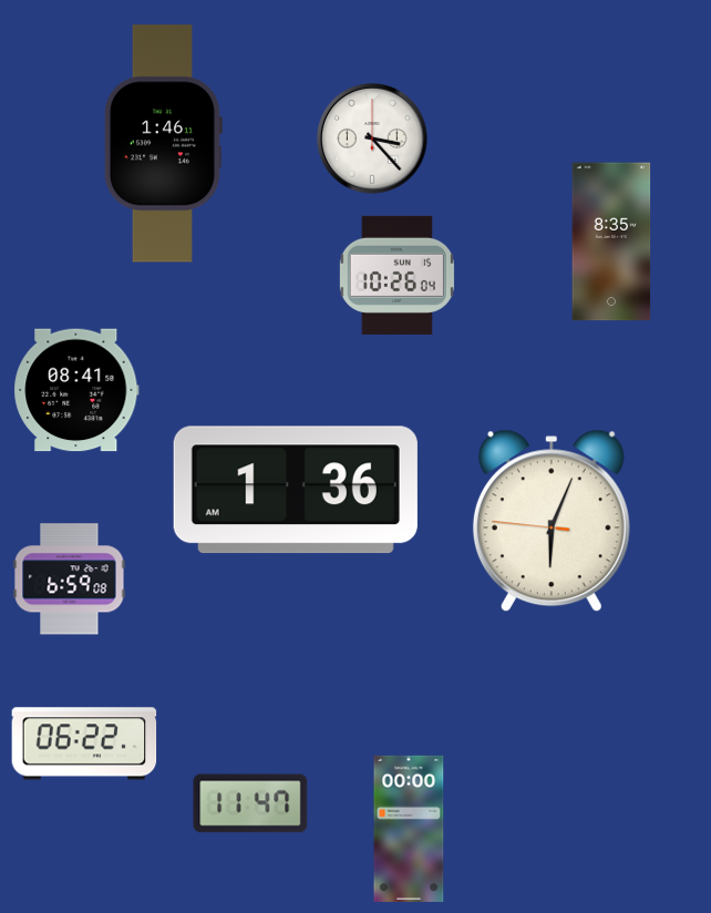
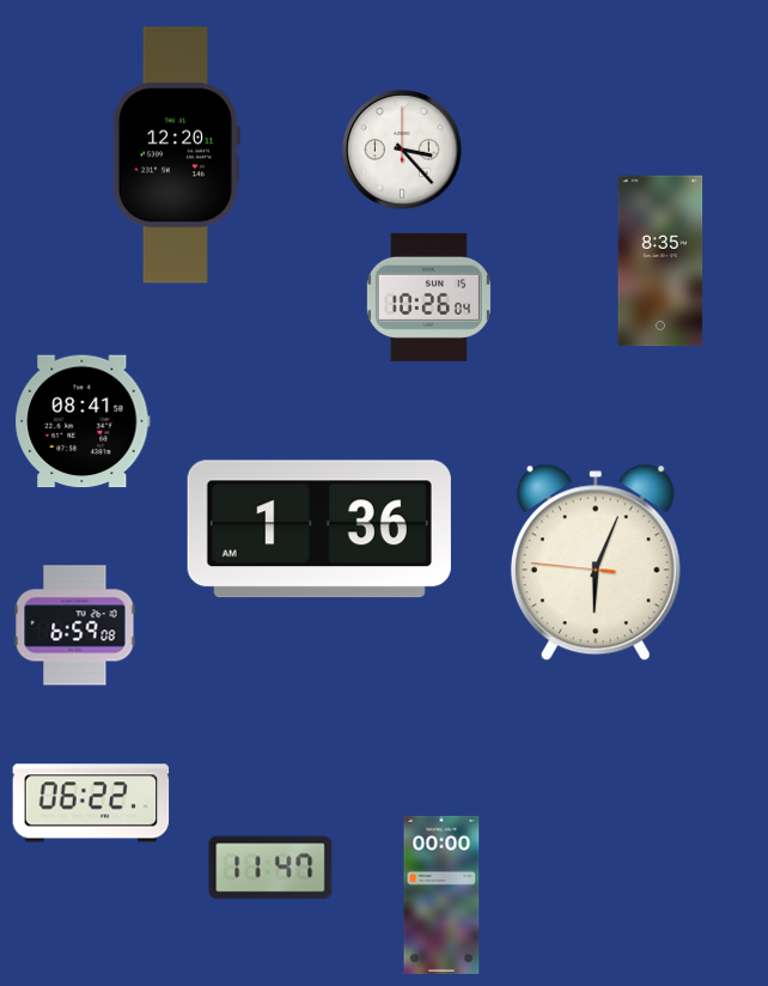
clock at (163, 144): 1:46 -> 12:20
